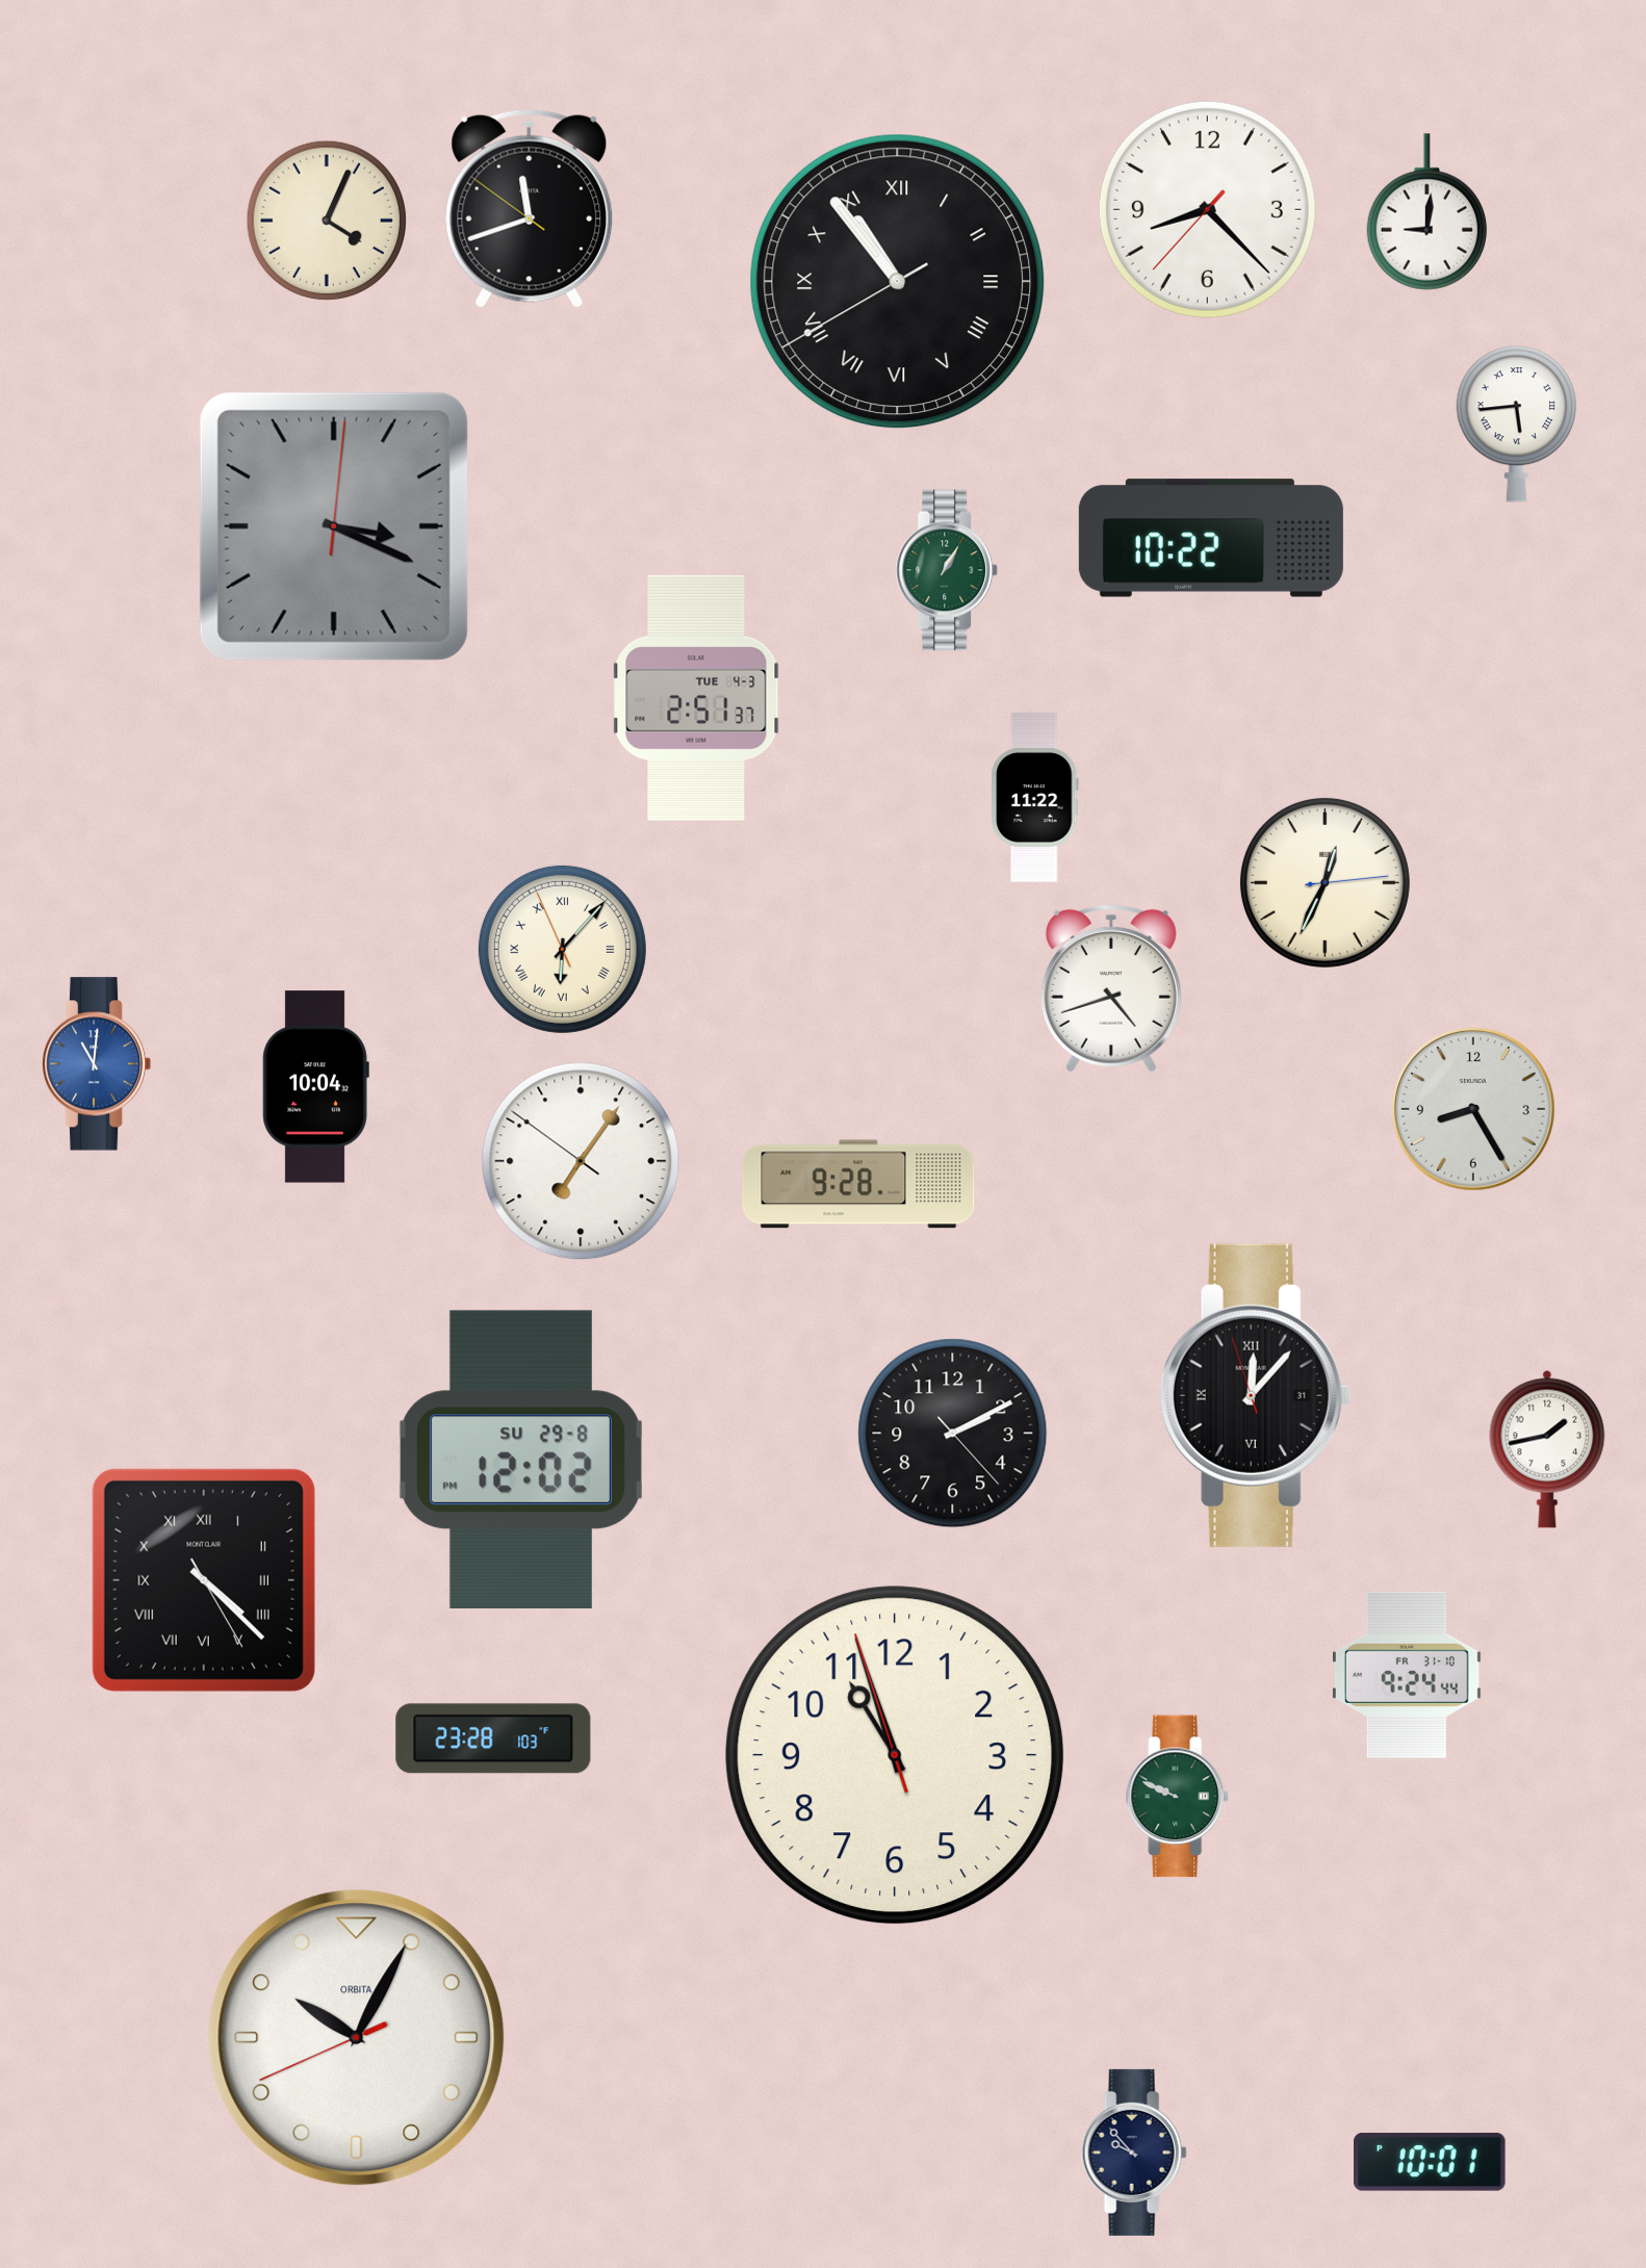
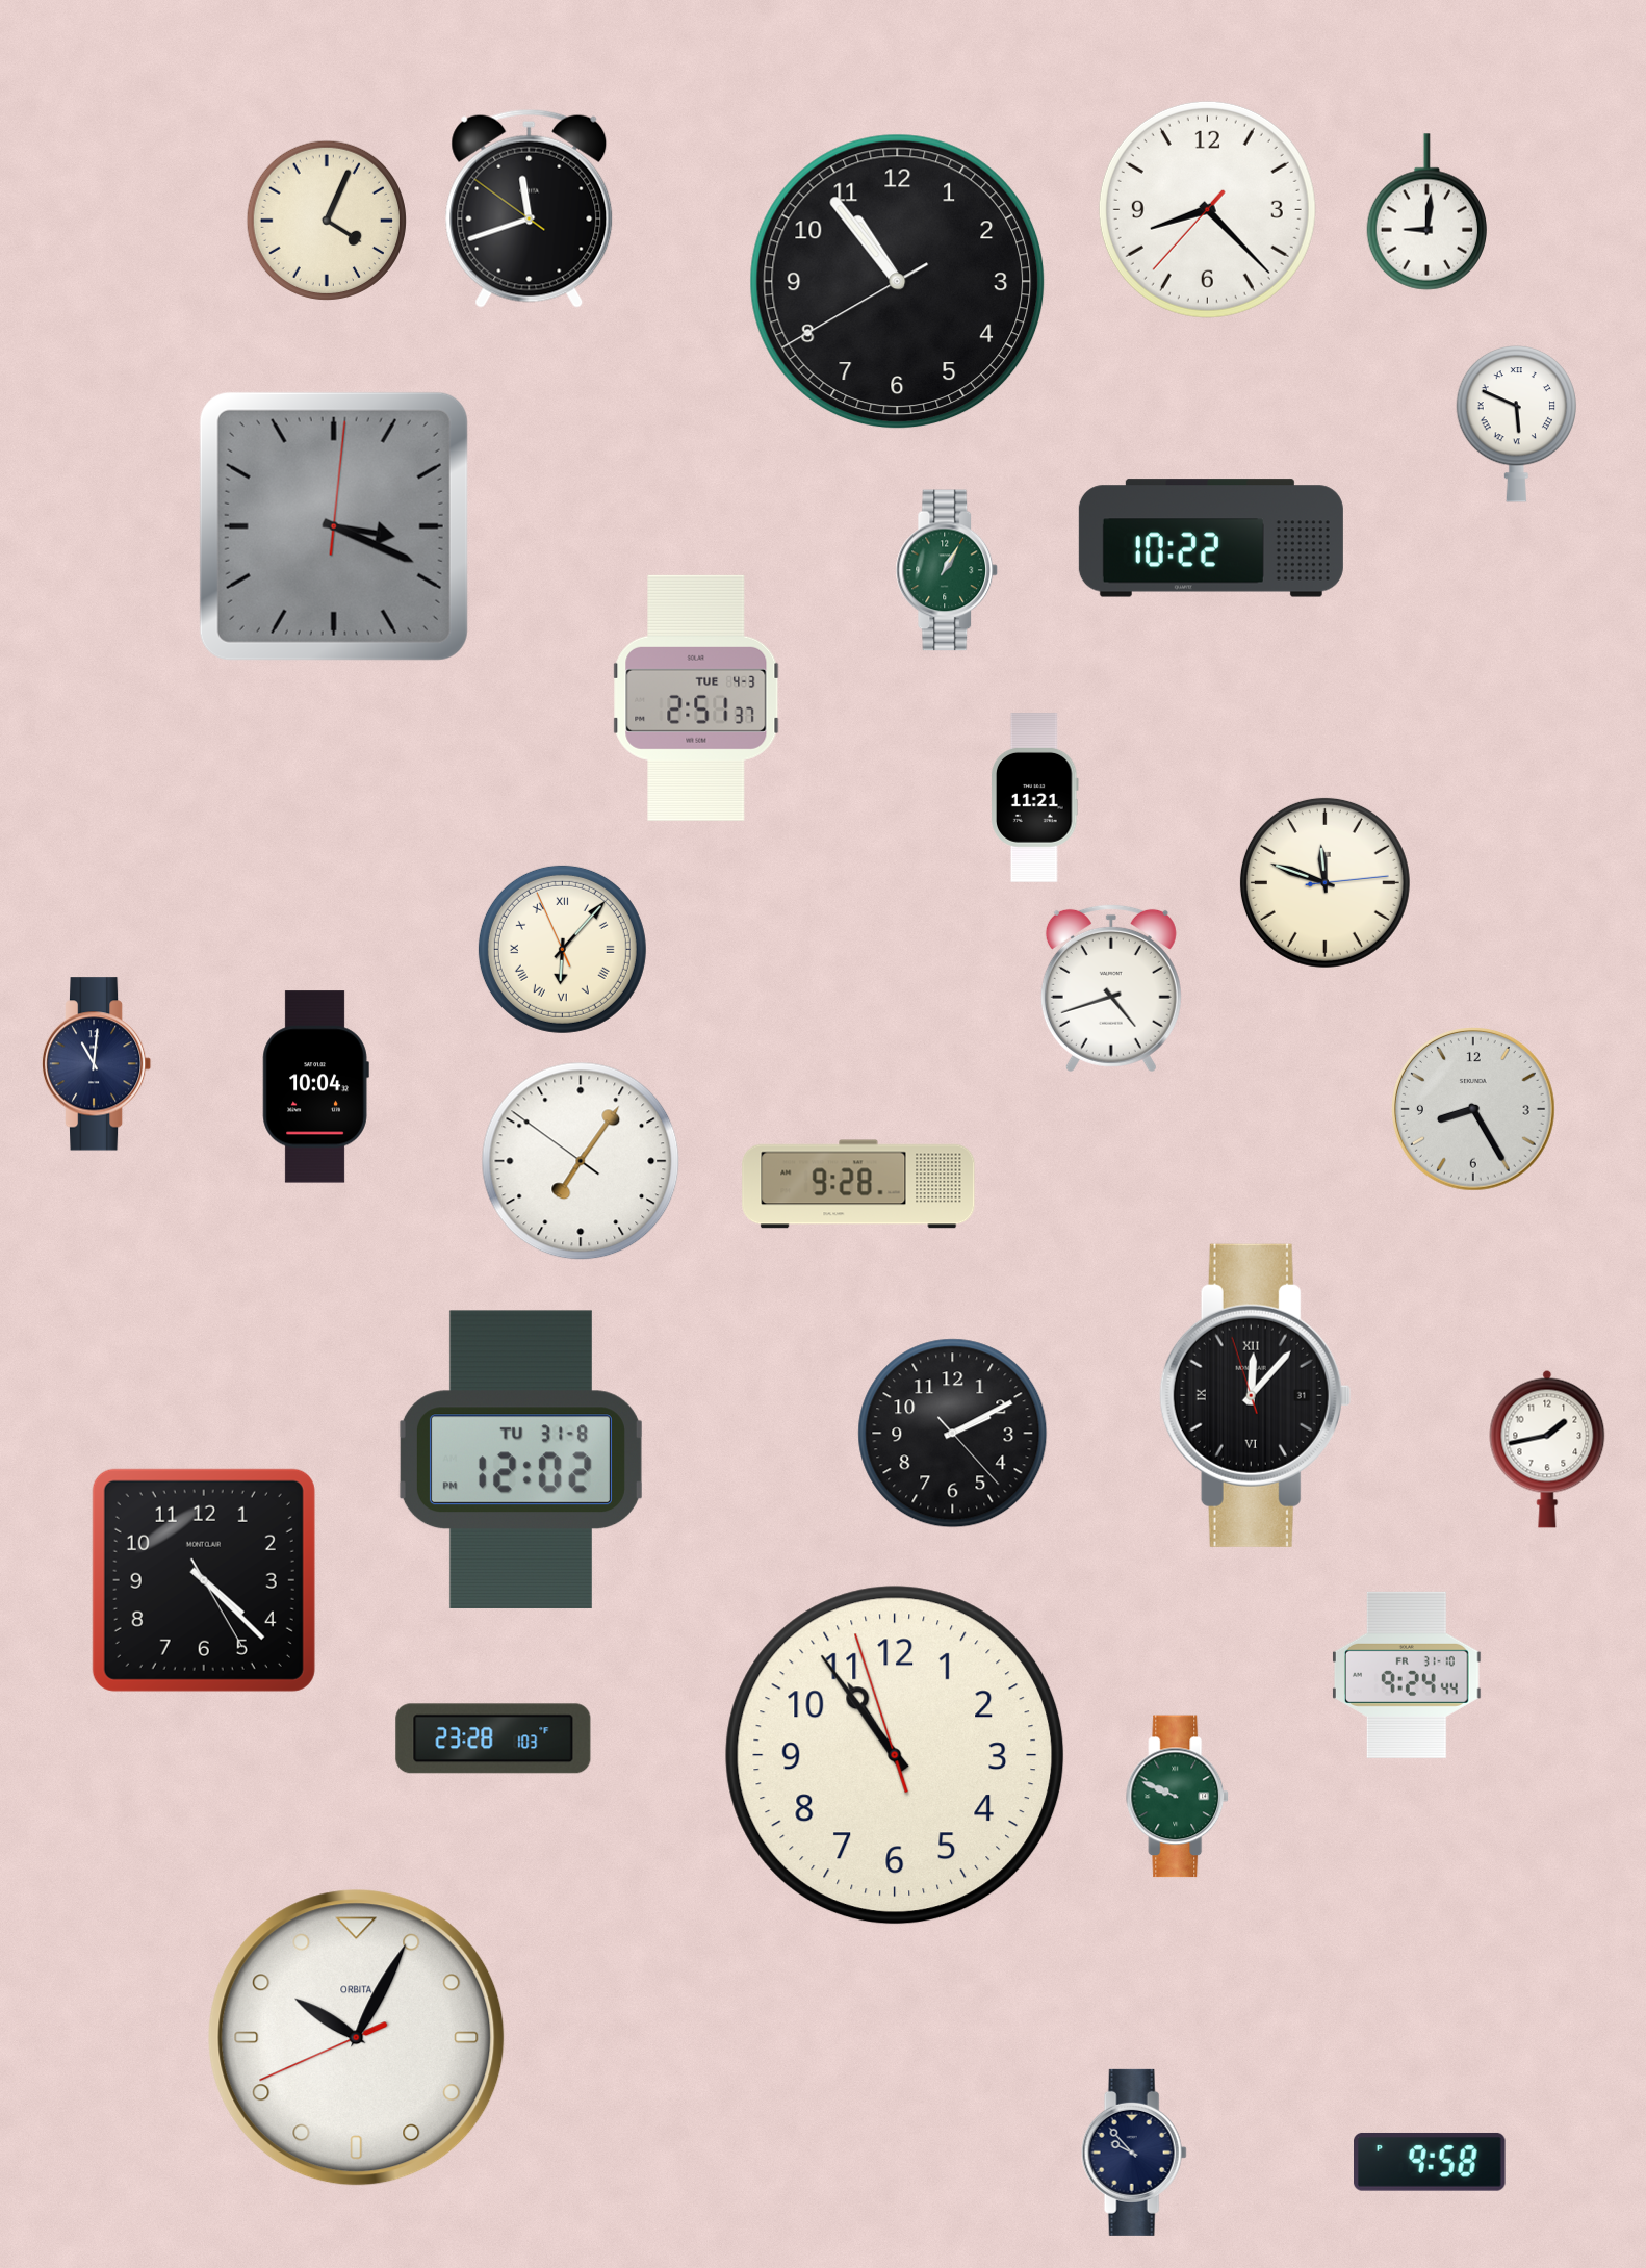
clock at (898, 282) numerals: Roman -> Arabic
clock at (1516, 423): 5:44 -> 5:49
clock at (1035, 798): 11:22 -> 11:21
clock at (1324, 882): 12:34 -> 11:48
clock at (97, 1064) dial: blue -> navy
clock at (520, 1459) date: SU 29-8 -> TU 31-8
clock at (204, 1580) numerals: Roman -> Arabic
clock at (895, 1755): 10:56 -> 10:53
clock at (1431, 2162): 10:01 -> 9:58
